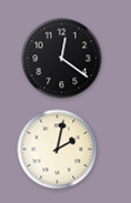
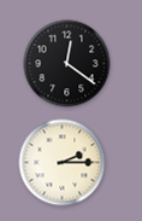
clock at (58, 150): 2:02 -> 2:15
